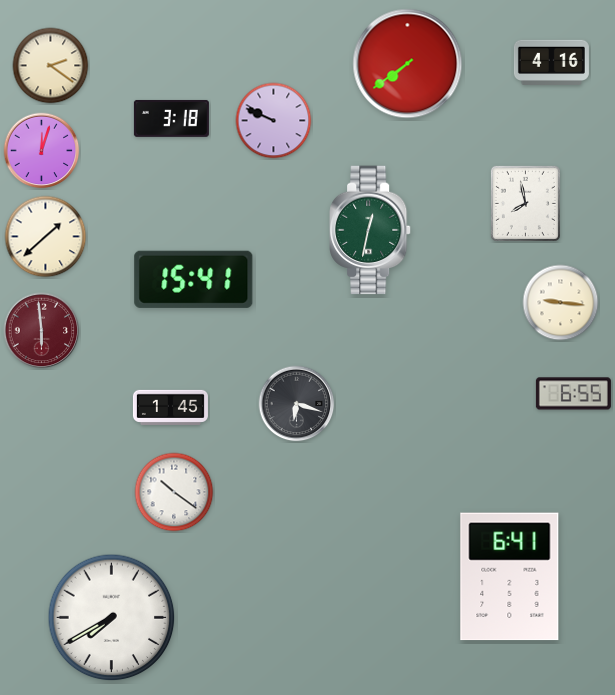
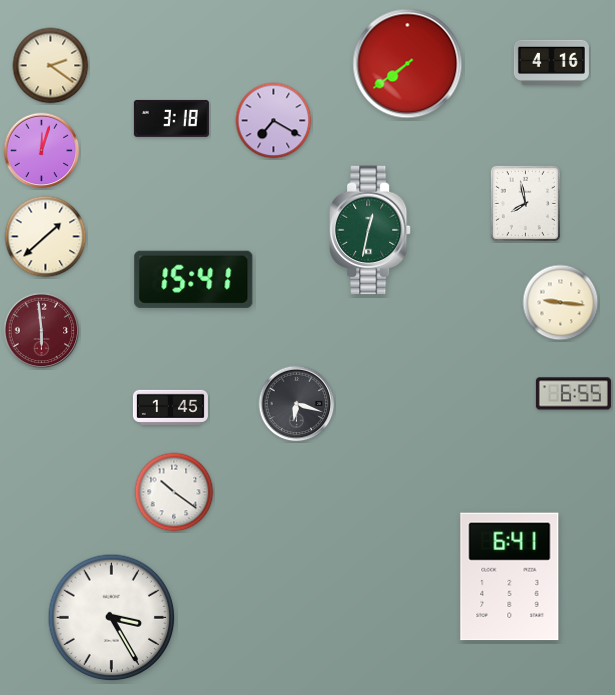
clock at (274, 121): 9:49 -> 7:20
clock at (112, 618): 7:40 -> 3:25
